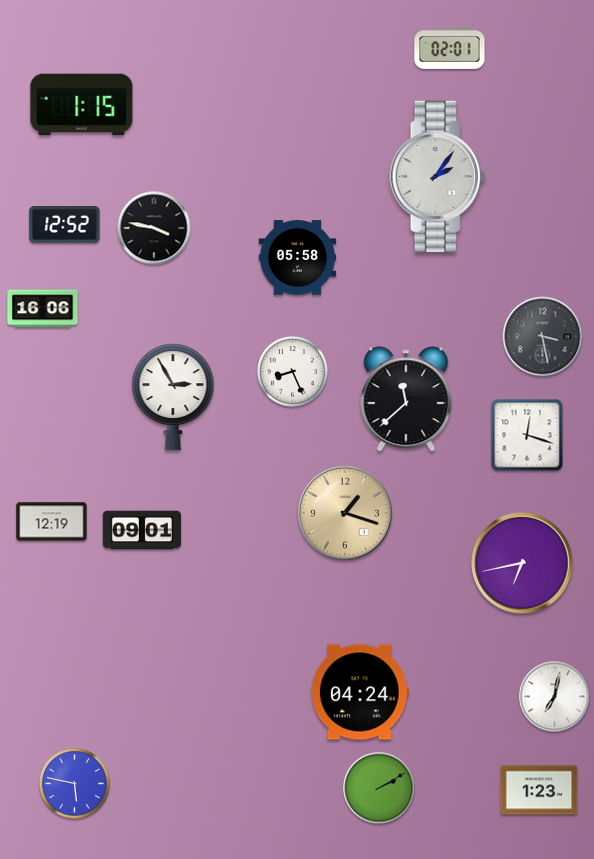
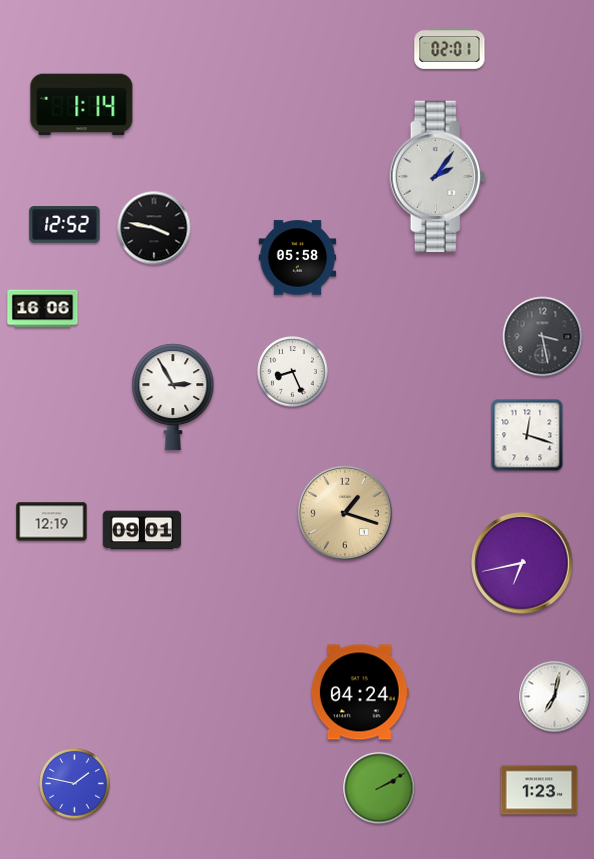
clock at (82, 105): 1:15 -> 1:14
clock at (406, 399): 11:38 -> none
clock at (75, 784): 5:47 -> 1:47
